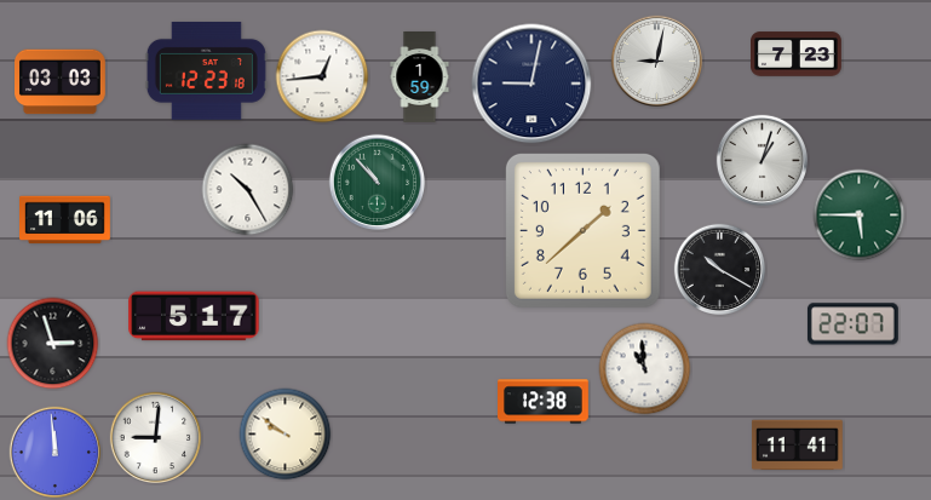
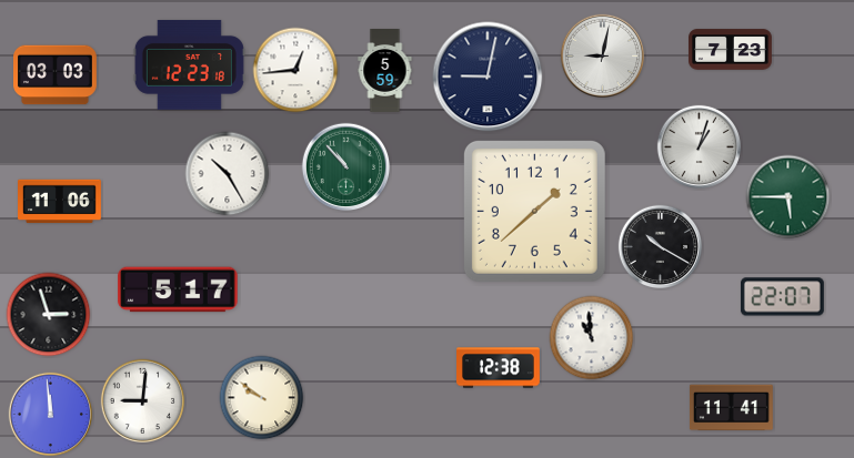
clock at (420, 77): 1:59 -> 5:59
